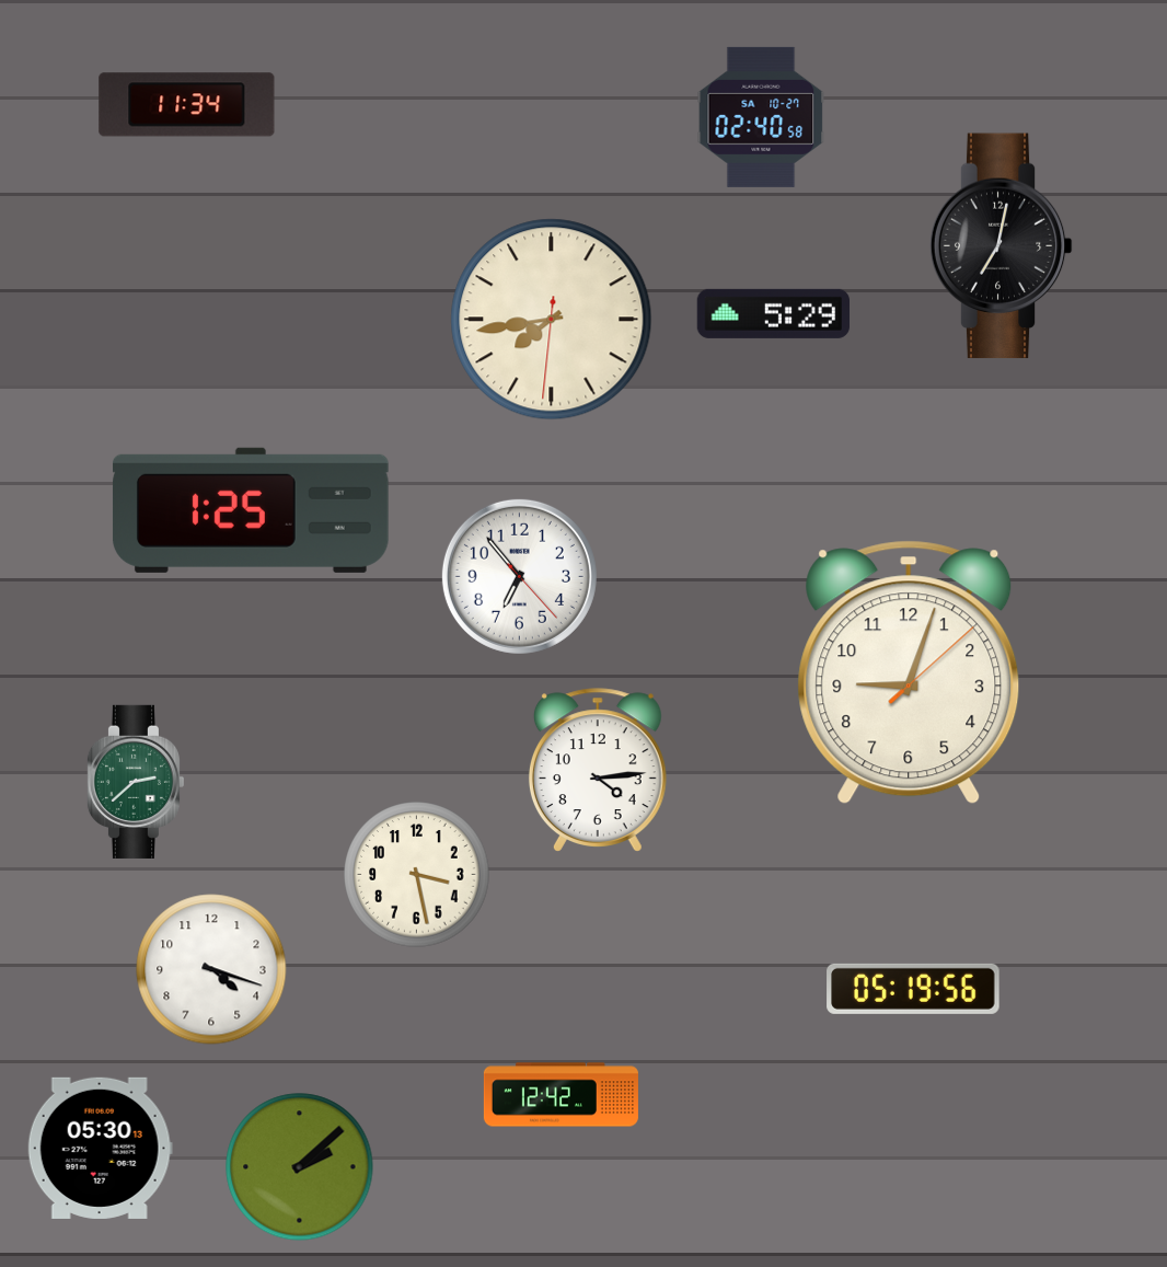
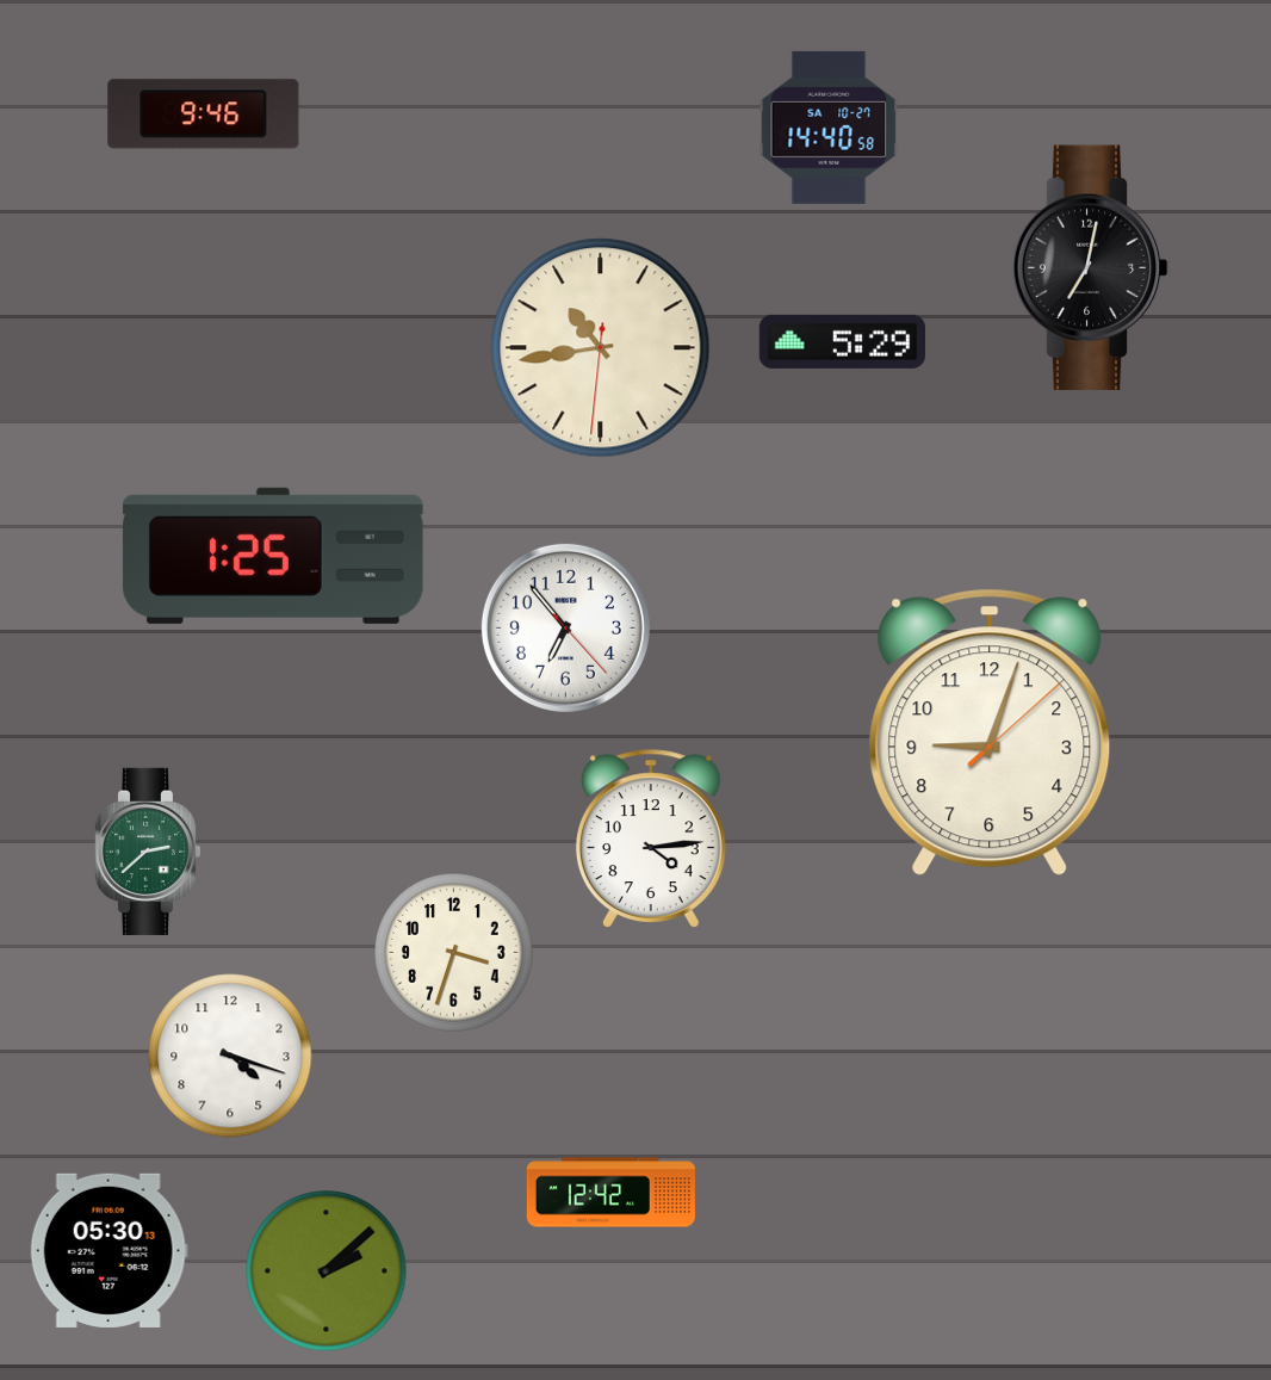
clock at (187, 105): 11:34 -> 9:46
clock at (761, 117): 02:40 -> 14:40
clock at (552, 320): 7:43 -> 10:43
clock at (417, 875): 3:28 -> 3:33
clock at (913, 989): 05:19 -> none
